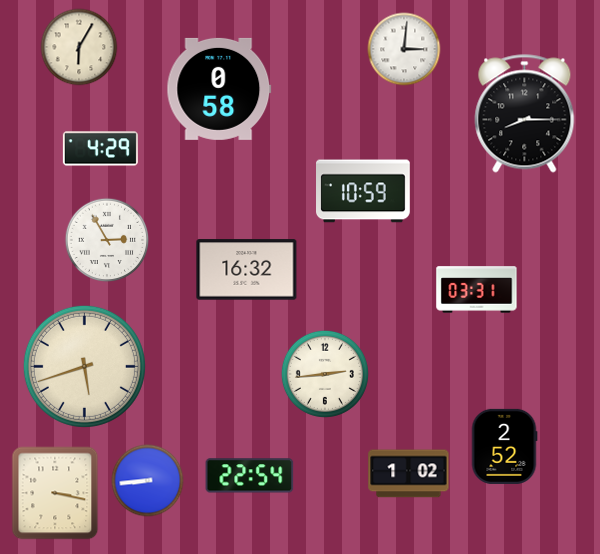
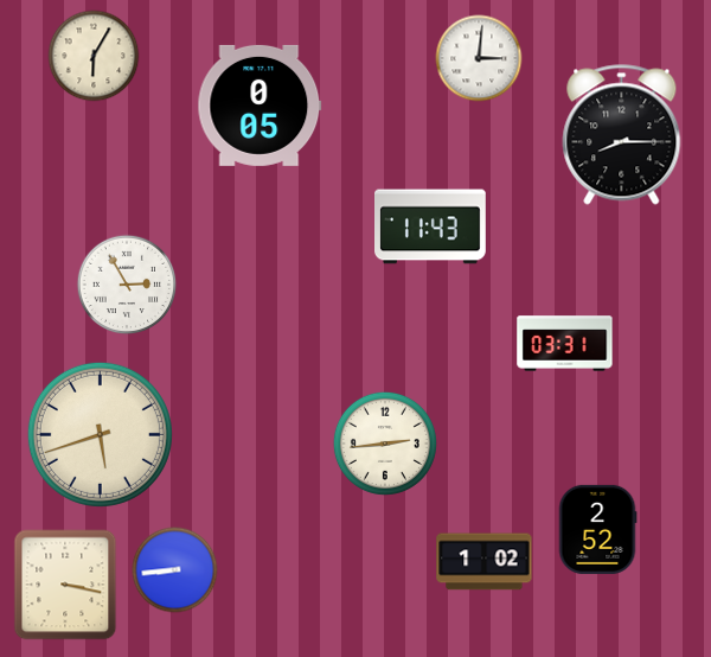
clock at (219, 89): 0:58 -> 0:05
clock at (100, 149): 4:29 -> none
clock at (364, 191): 10:59 -> 11:43
clock at (247, 270): 16:32 -> none
clock at (250, 476): 22:54 -> none
